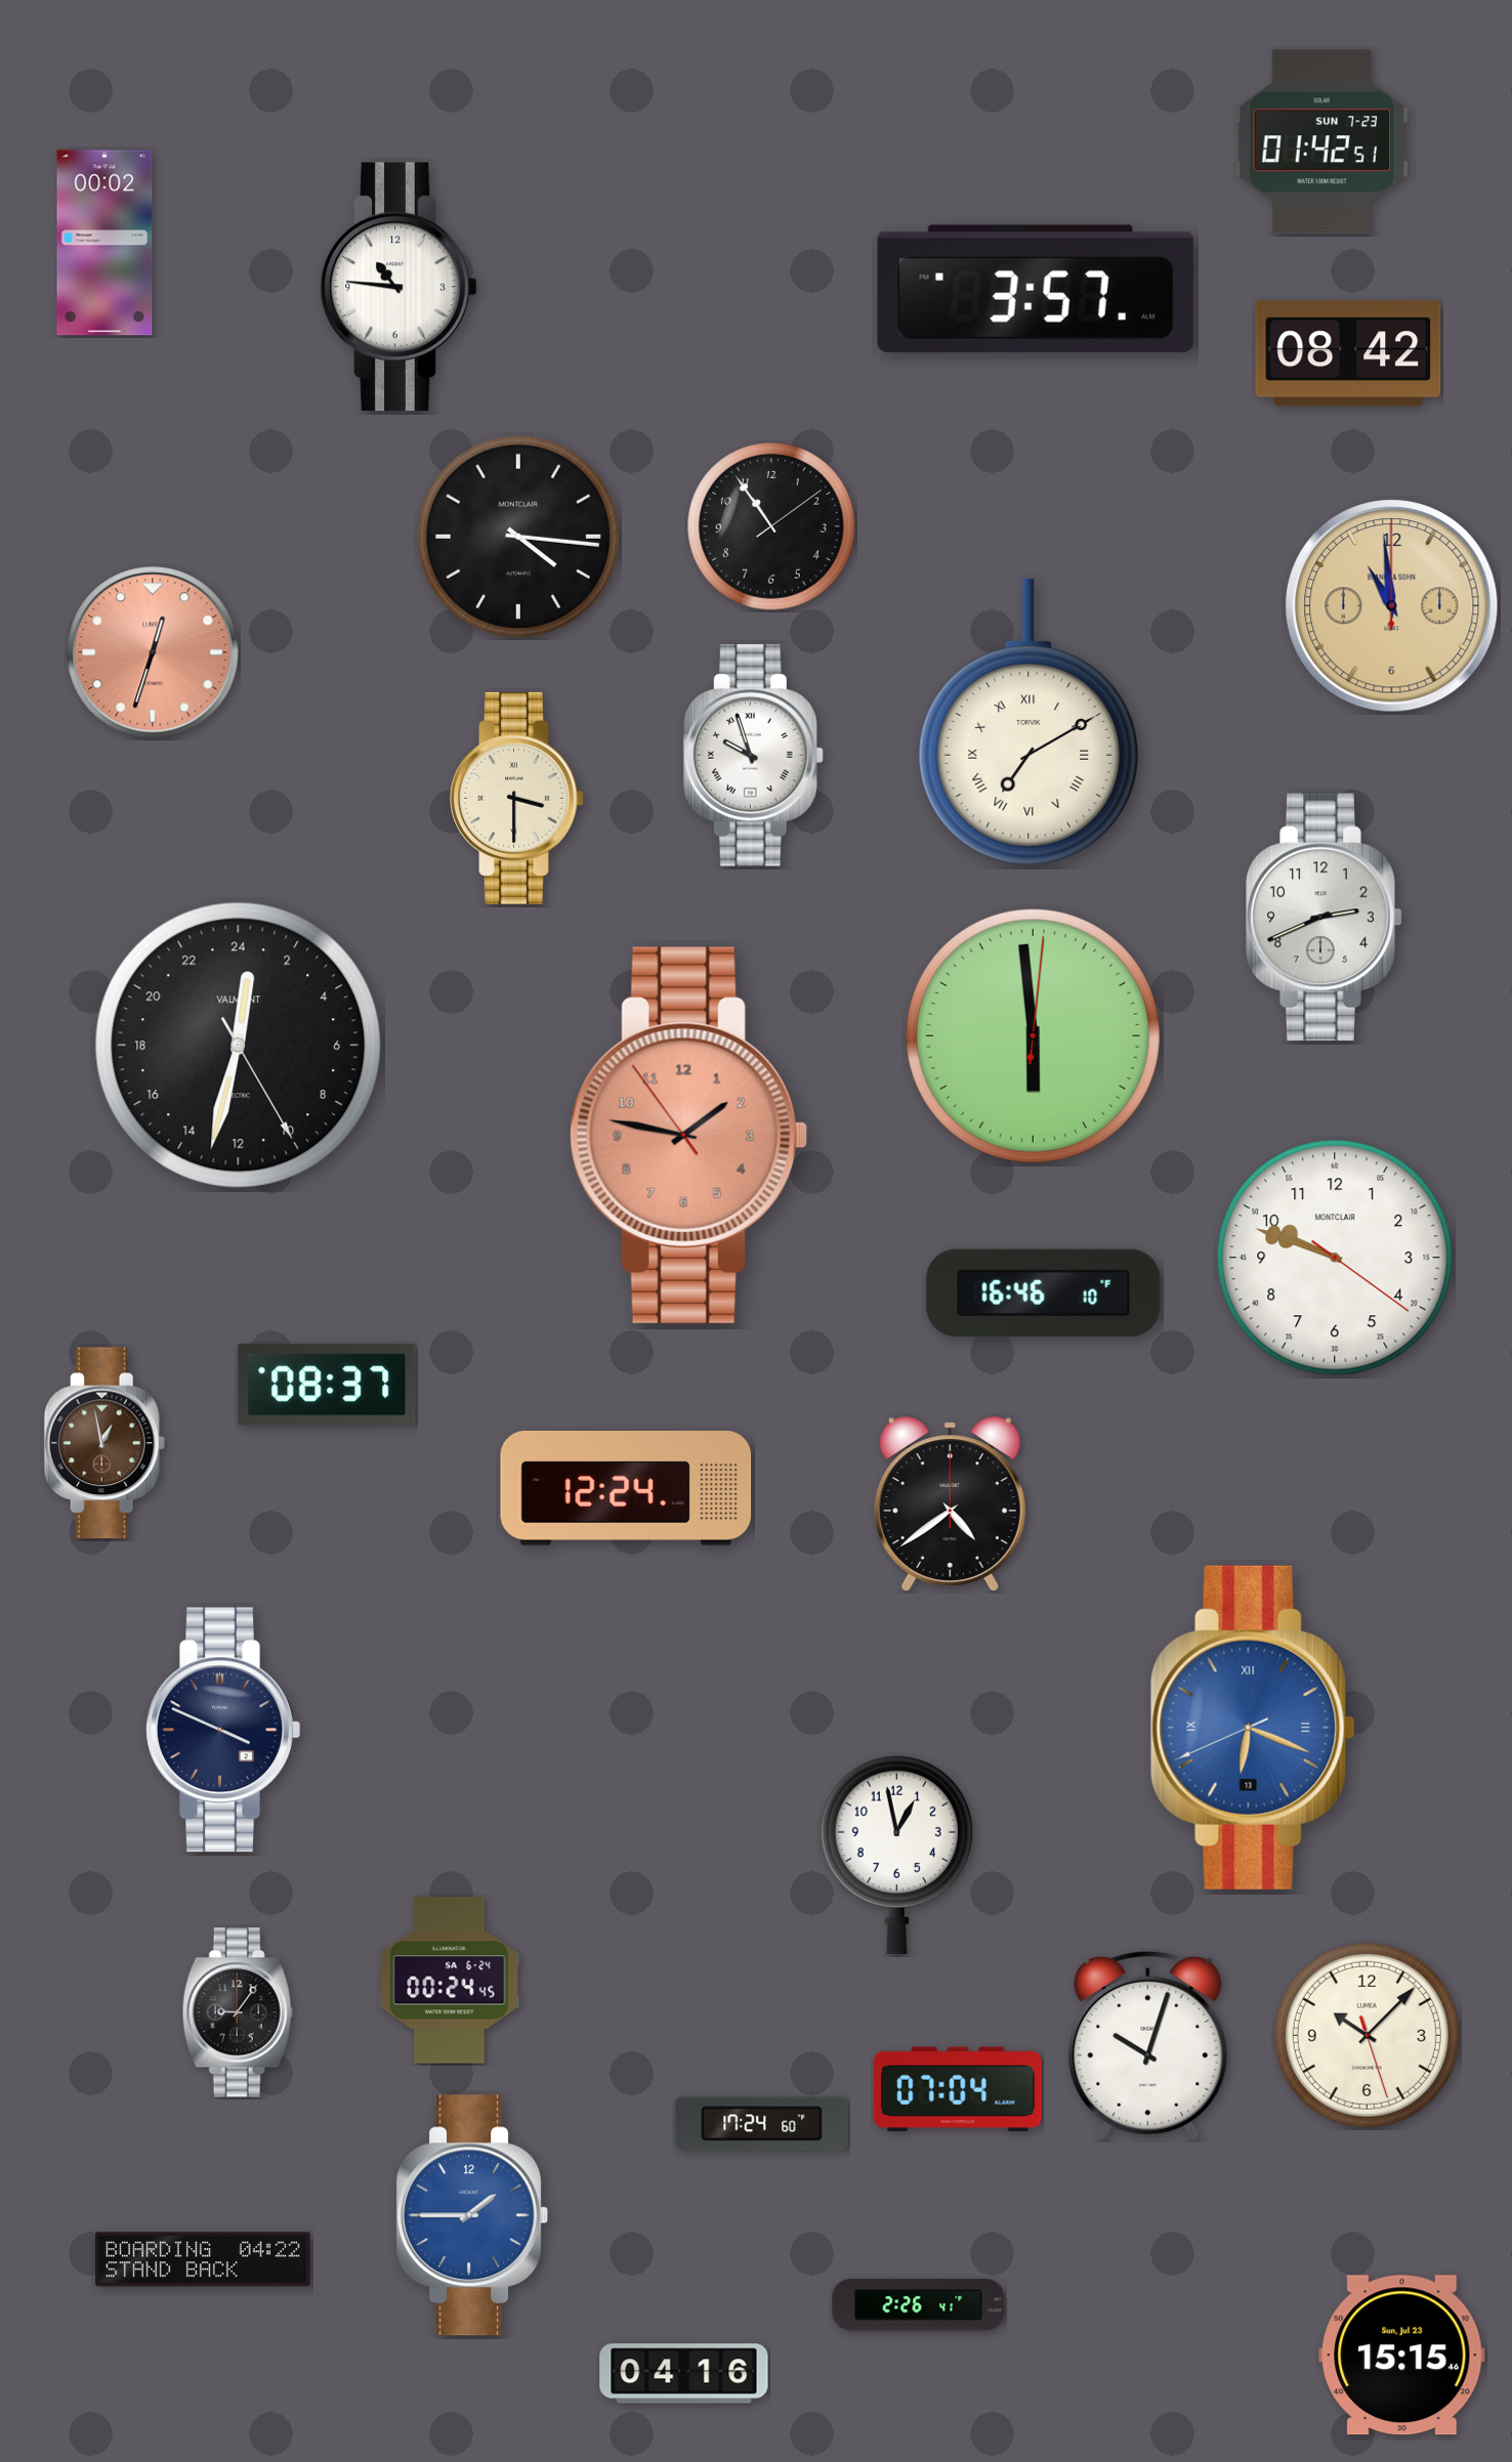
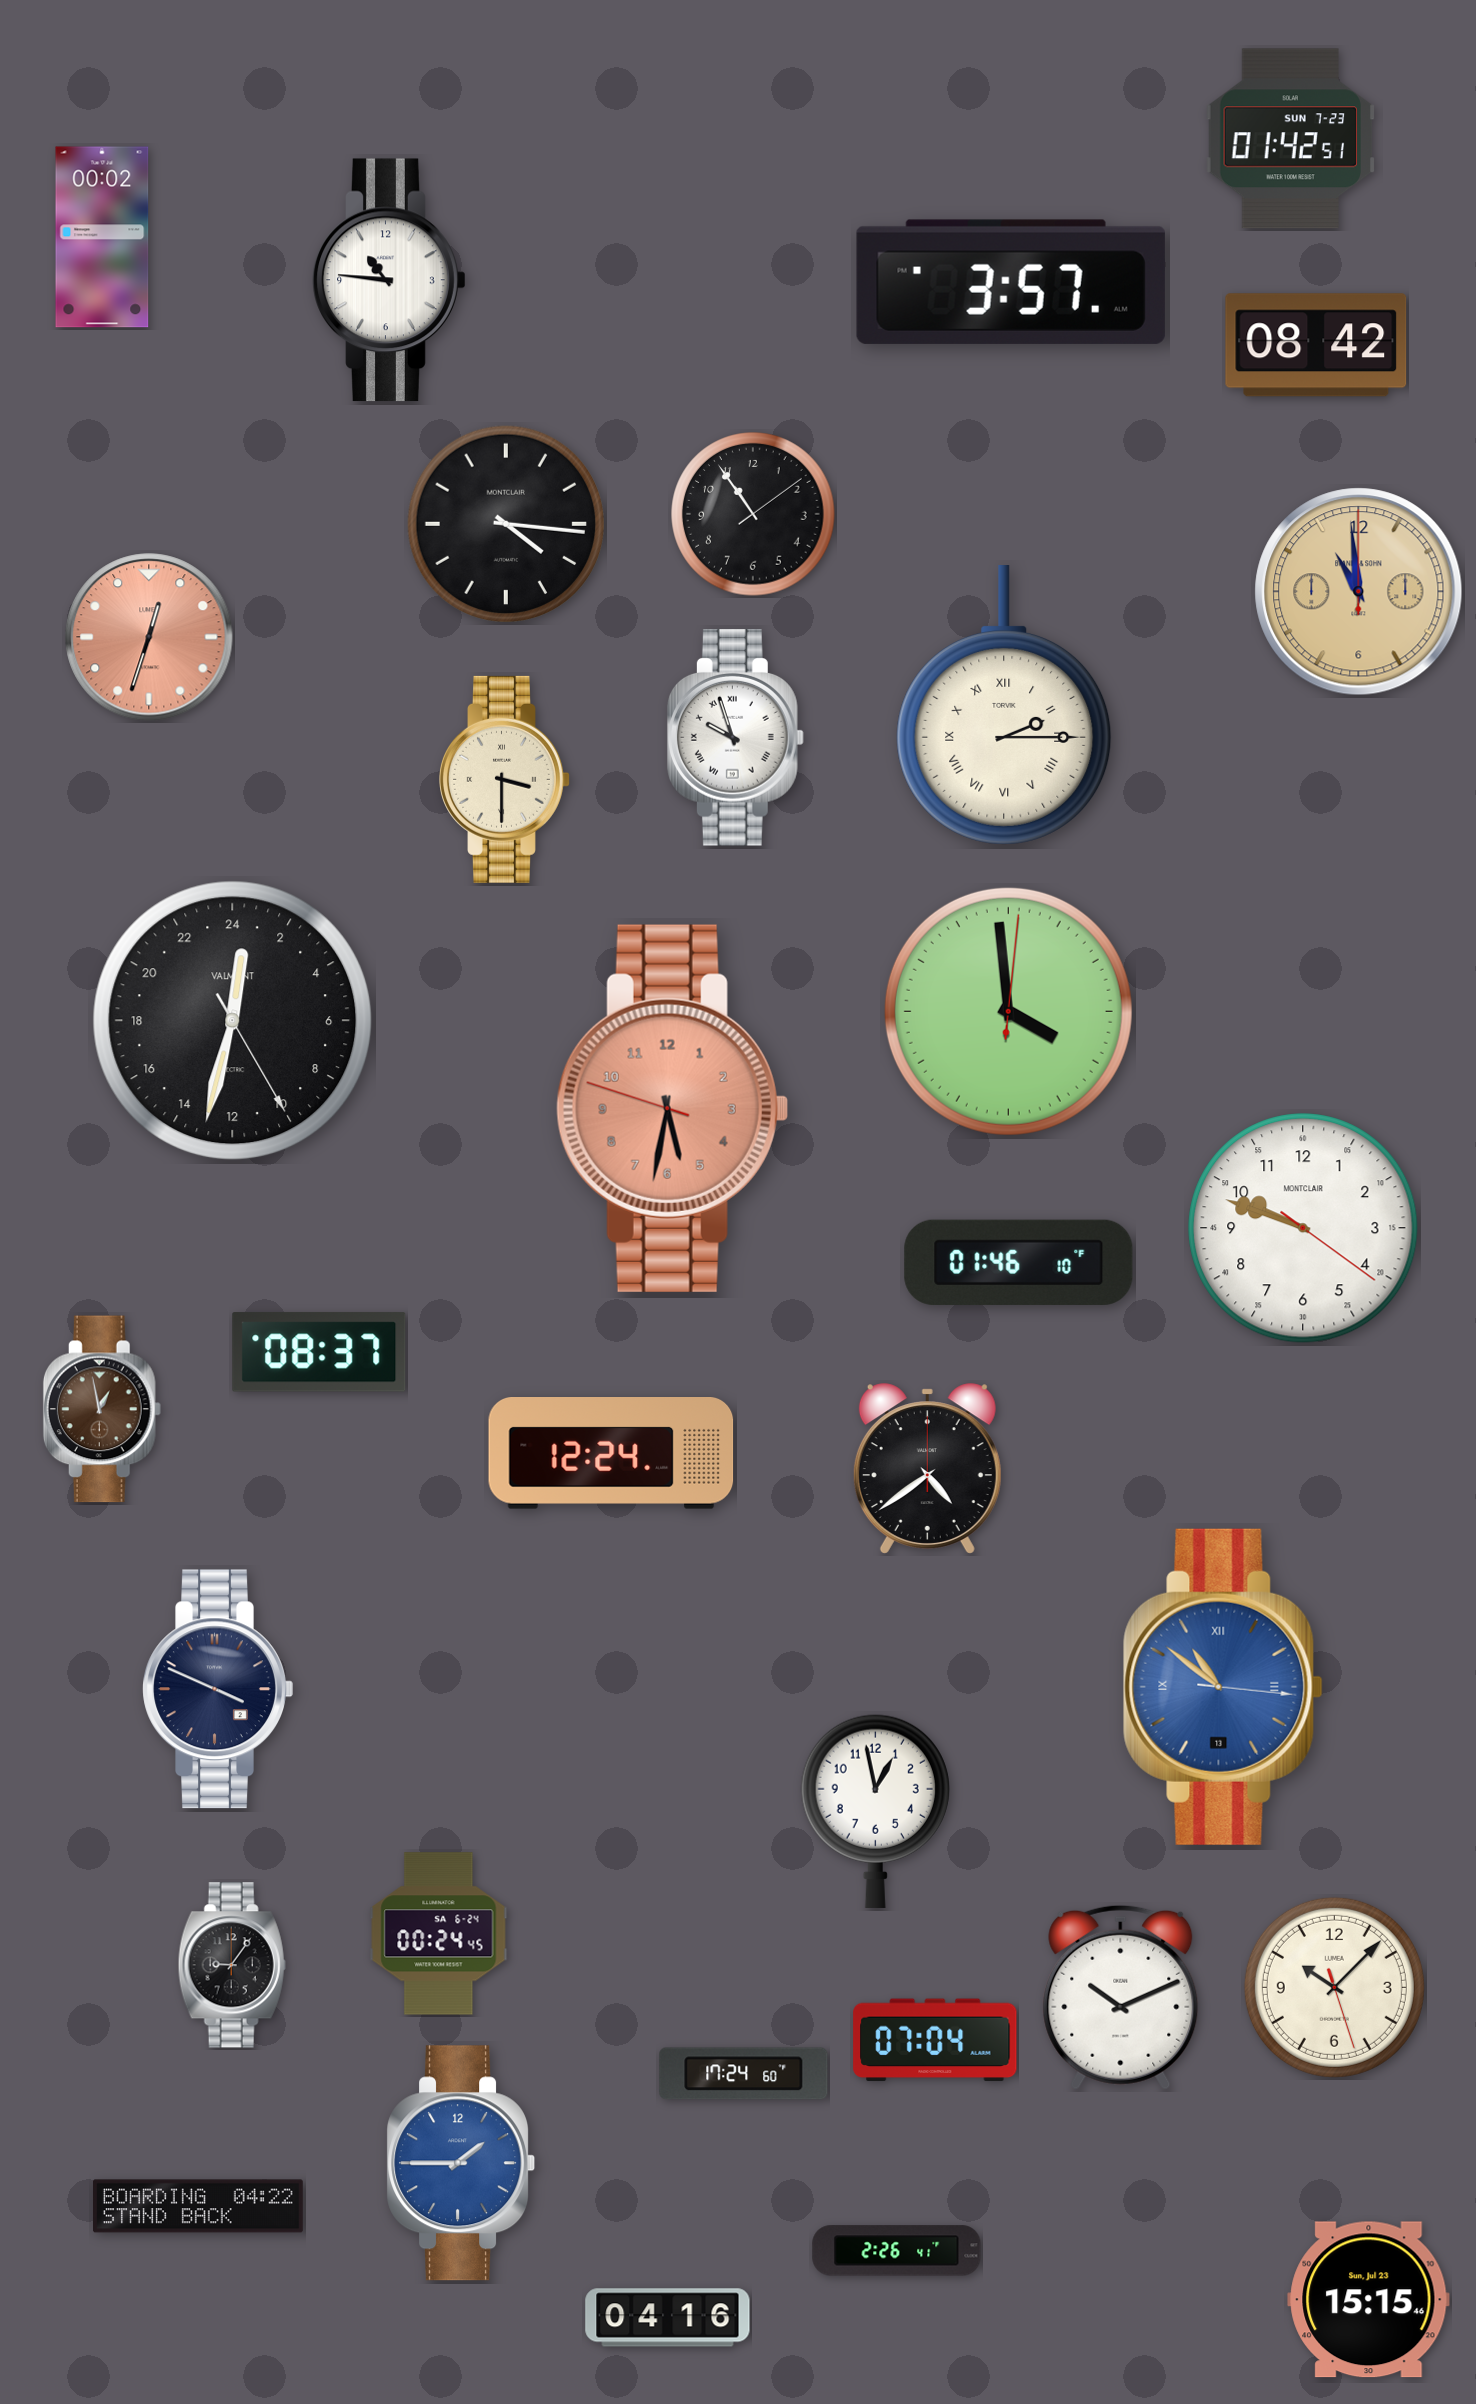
clock at (1028, 722): 7:10 -> 2:15
clock at (1325, 918): 2:41 -> none
clock at (1033, 1035): 5:59 -> 3:59
clock at (688, 1135): 1:46 -> 5:31
clock at (1044, 1292): 16:46 -> 01:46
clock at (1253, 1728): 6:18 -> 10:51
clock at (1148, 2045): 10:03 -> 10:11
